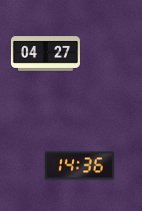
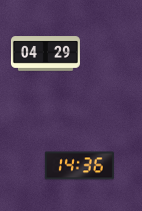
clock at (45, 54): 04:27 -> 04:29
